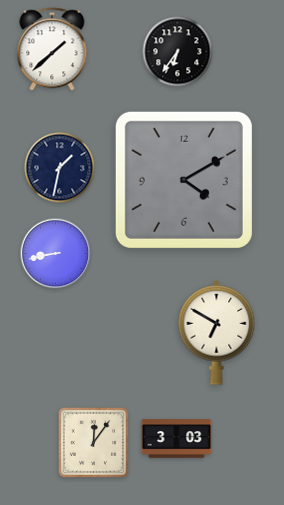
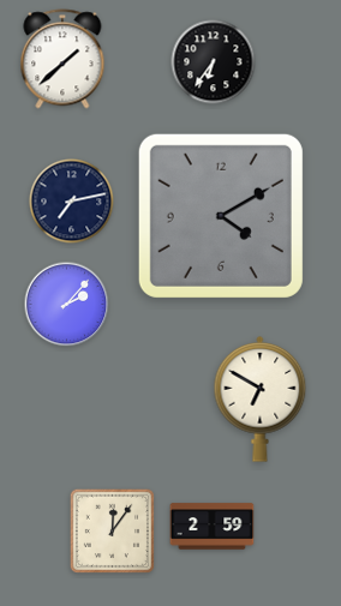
clock at (60, 168): 1:32 -> 7:13
clock at (56, 254): 8:43 -> 2:07
clock at (177, 439): 3:03 -> 2:59
